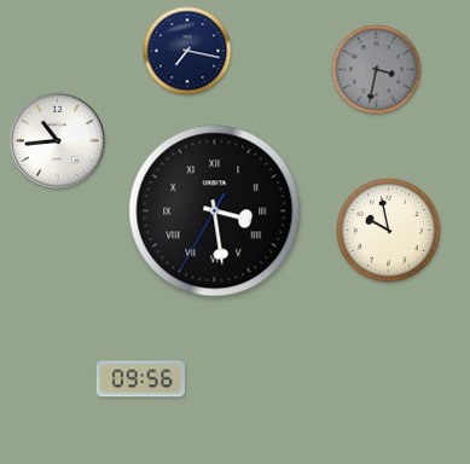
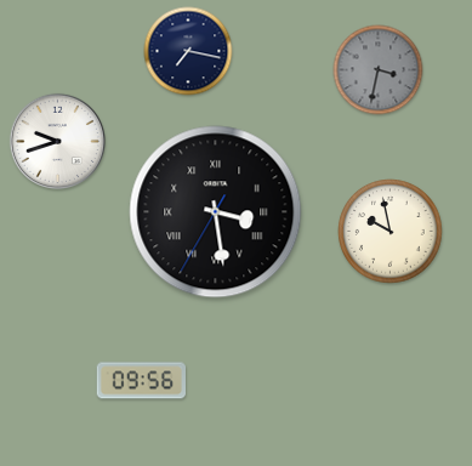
clock at (57, 140): 10:44 -> 9:42
